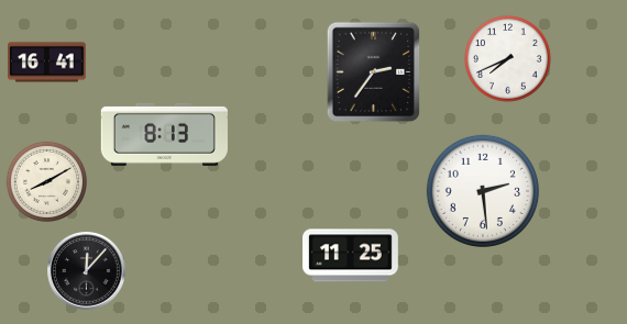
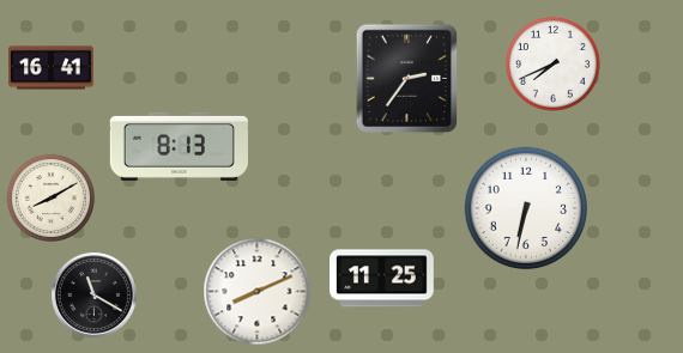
clock at (482, 190): 2:29 -> 6:32
clock at (258, 292): none -> 8:11
clock at (87, 271): 12:07 -> 11:20
